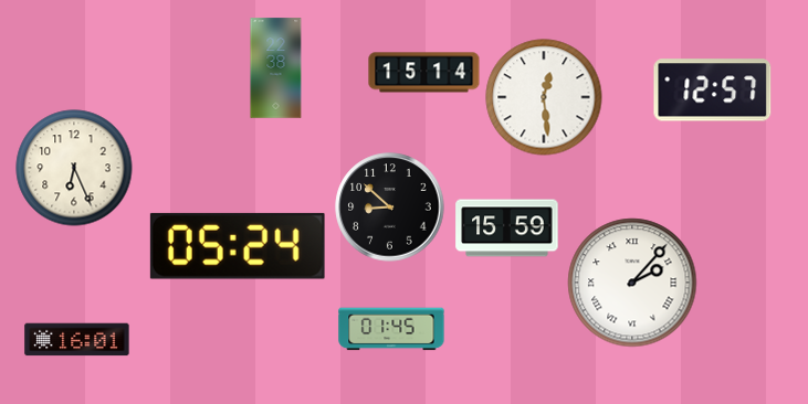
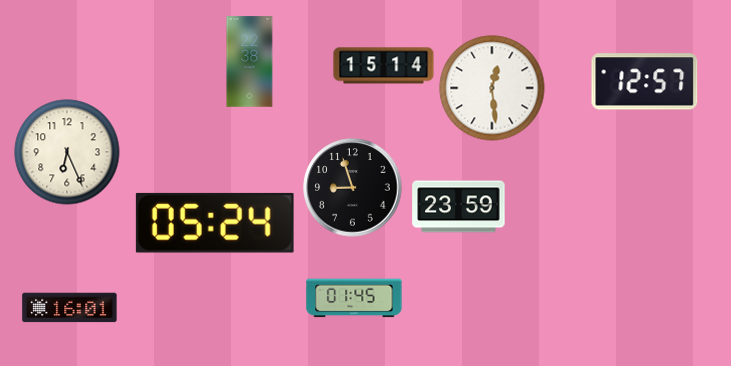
clock at (390, 208): 8:52 -> 8:57
clock at (507, 228): 15:59 -> 23:59
clock at (632, 283): 2:07 -> none
